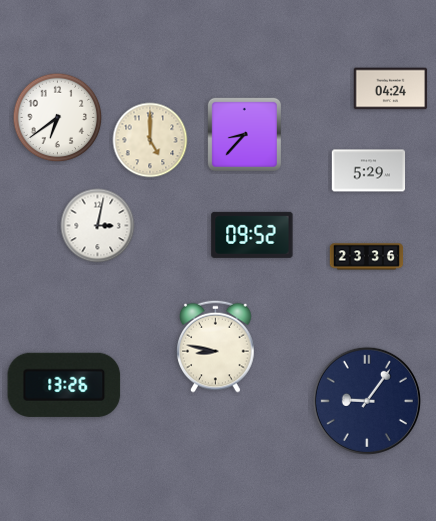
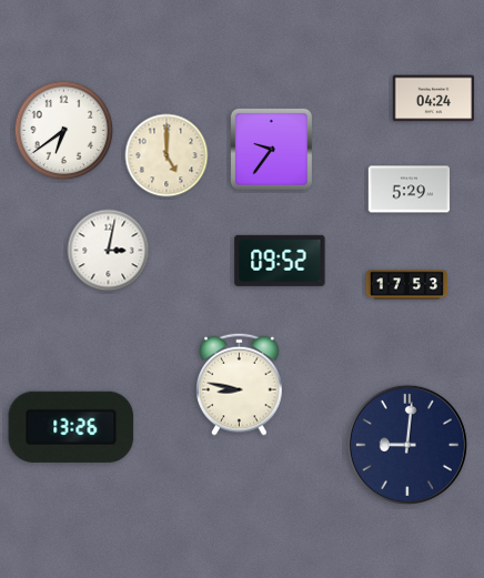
clock at (244, 134): 8:37 -> 9:36
clock at (367, 257): 23:36 -> 17:53
clock at (367, 401): 9:06 -> 9:01
